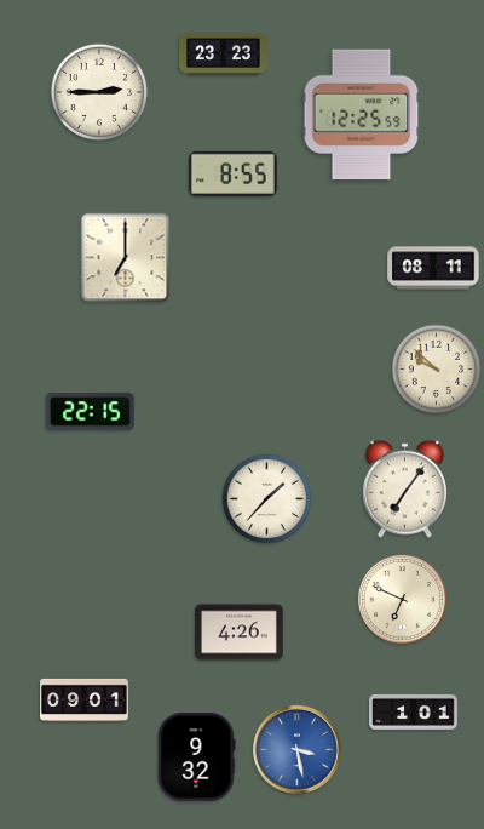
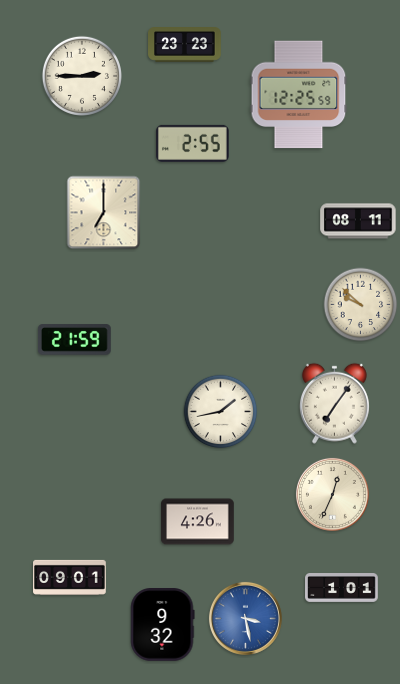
clock at (234, 173): 8:55 -> 2:55
clock at (90, 412): 22:15 -> 21:59
clock at (267, 499): 1:37 -> 1:43
clock at (402, 599): 6:49 -> 12:34
